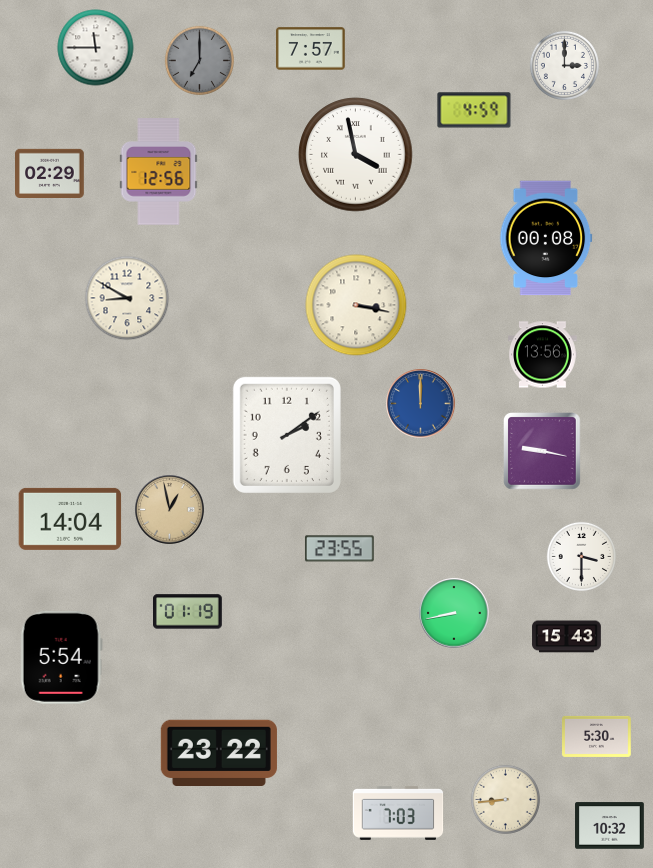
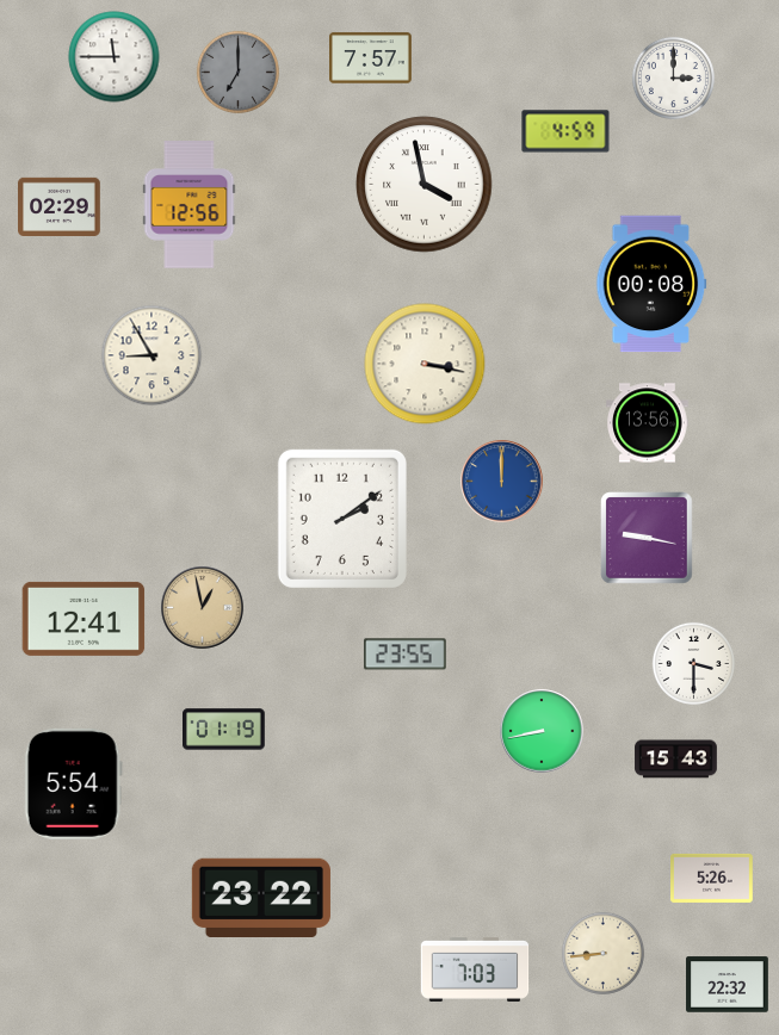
clock at (127, 298): 8:50 -> 8:55
clock at (70, 519): 14:04 -> 12:41
clock at (597, 736): 5:30 -> 5:26
clock at (610, 826): 10:32 -> 22:32
